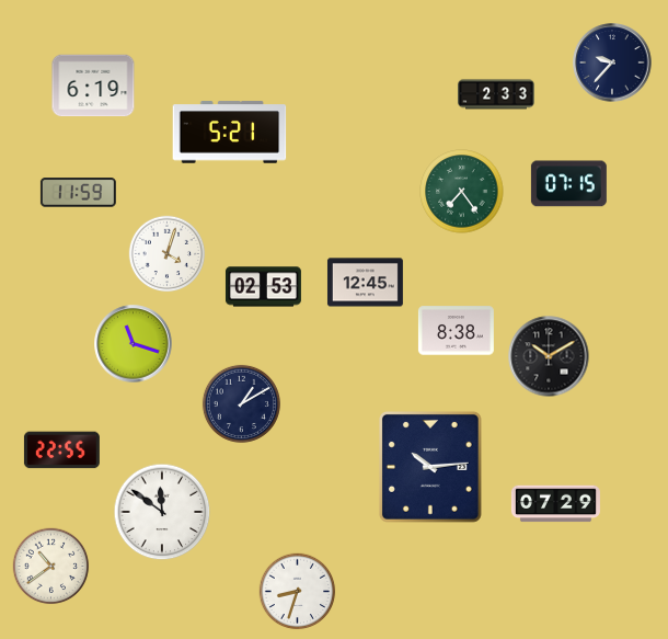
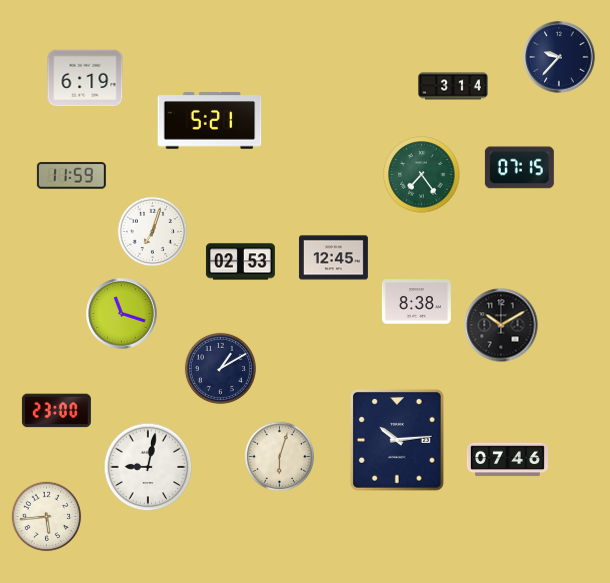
clock at (496, 94): 2:33 -> 3:14
clock at (168, 254): 4:03 -> 7:03
clock at (61, 450): 22:55 -> 23:00
clock at (430, 467) position: (430, 467) -> (397, 440)
clock at (280, 457): none -> 6:03
clock at (555, 504): 07:29 -> 07:46
clock at (162, 512): 11:51 -> 9:02
clock at (51, 567): 10:39 -> 5:44
clock at (298, 592): 8:33 -> none
